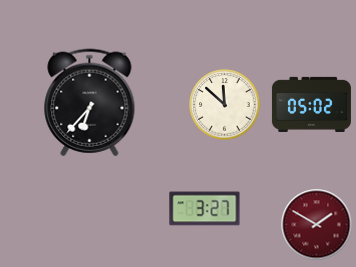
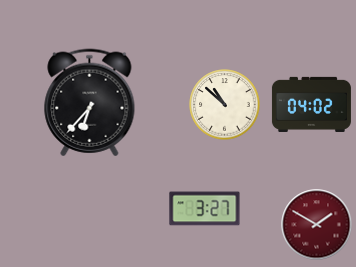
clock at (311, 104): 05:02 -> 04:02
clock at (225, 105): 11:52 -> 10:52
